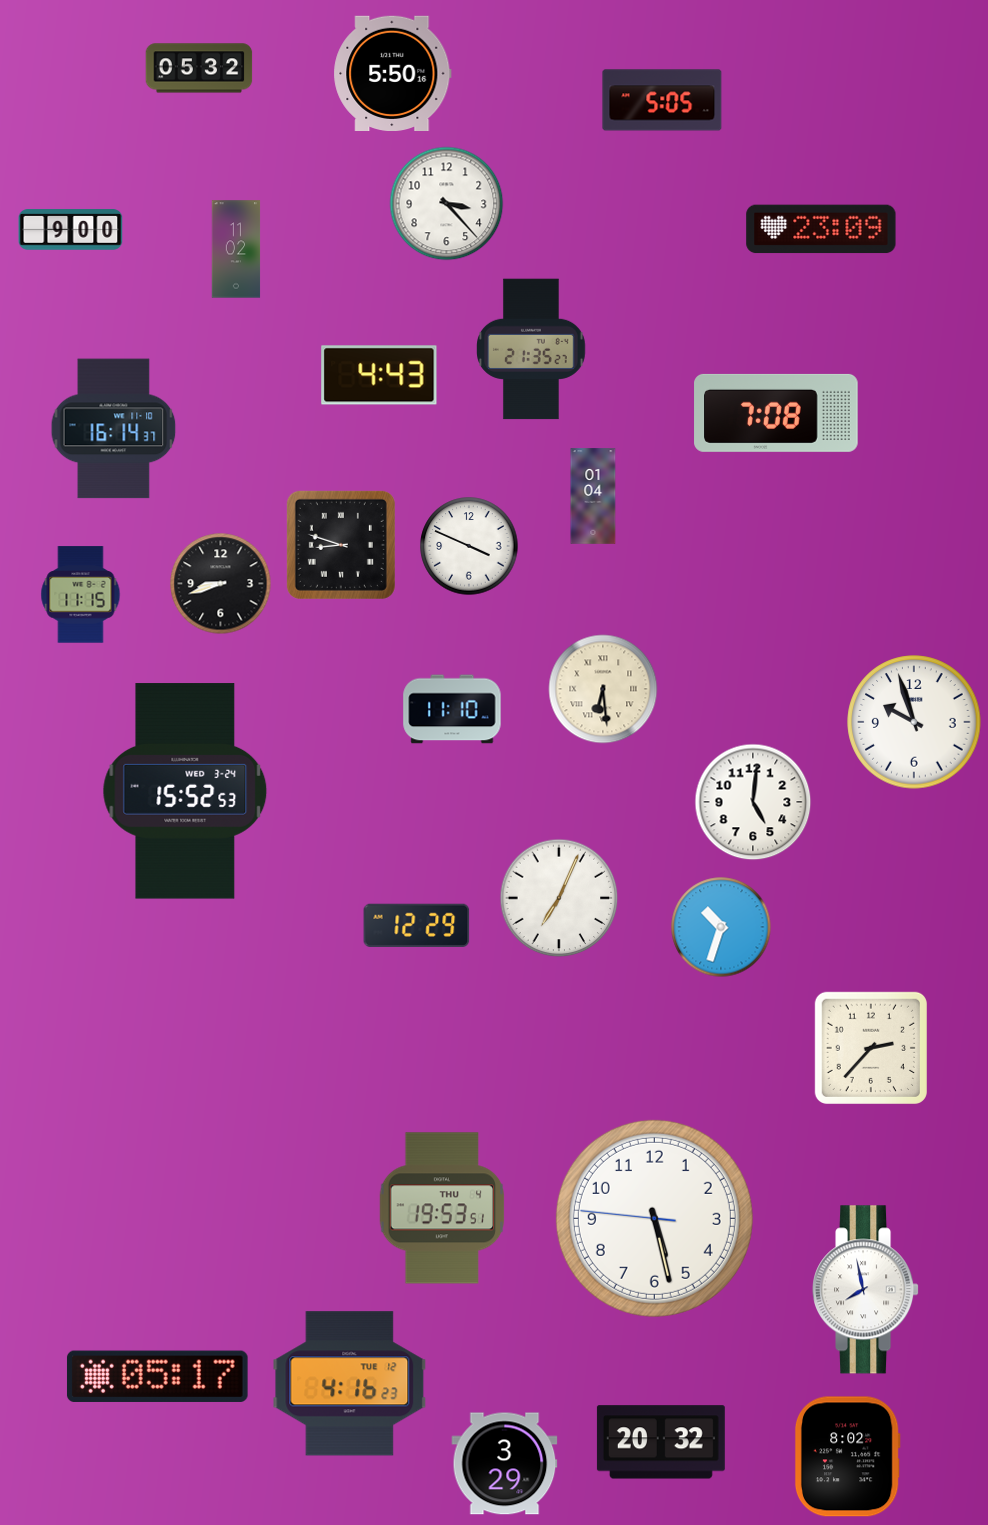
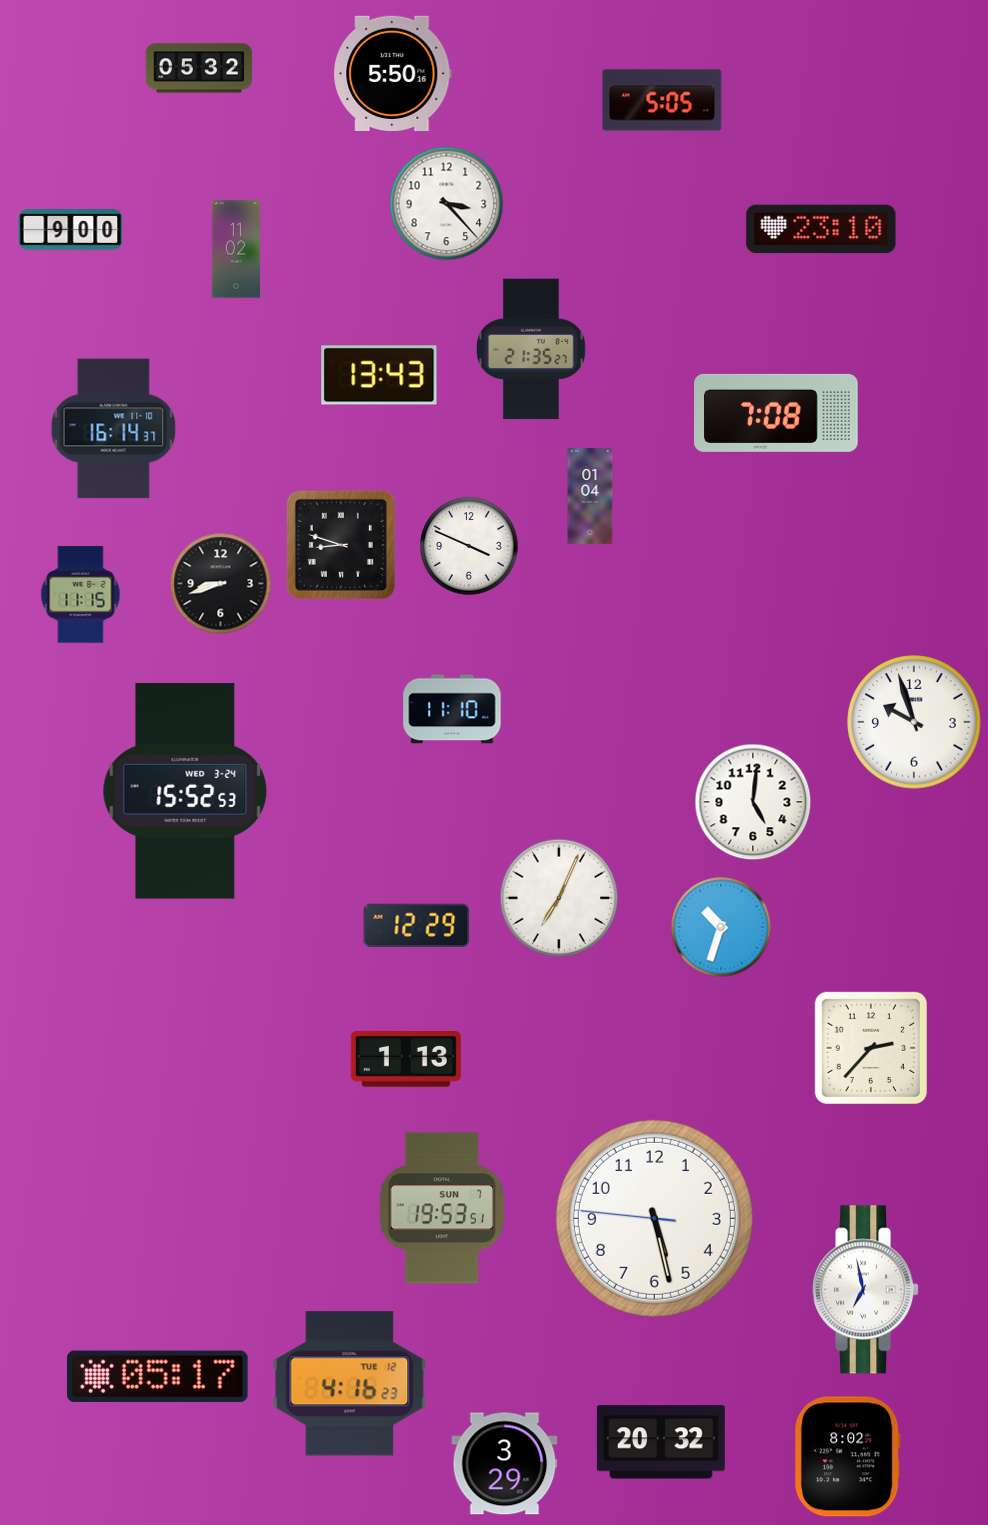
clock at (821, 229): 23:09 -> 23:10
clock at (379, 375): 4:43 -> 13:43
clock at (593, 496) position: (593, 496) -> (590, 496)
clock at (603, 689): 6:29 -> none
clock at (406, 1060): none -> 1:13
clock at (442, 1208) date: THU 4 -> SUN 7
clock at (867, 1290): 7:58 -> 6:58
